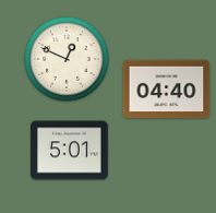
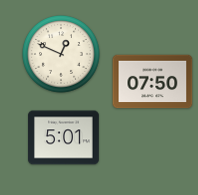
clock at (167, 90): 04:40 -> 07:50
